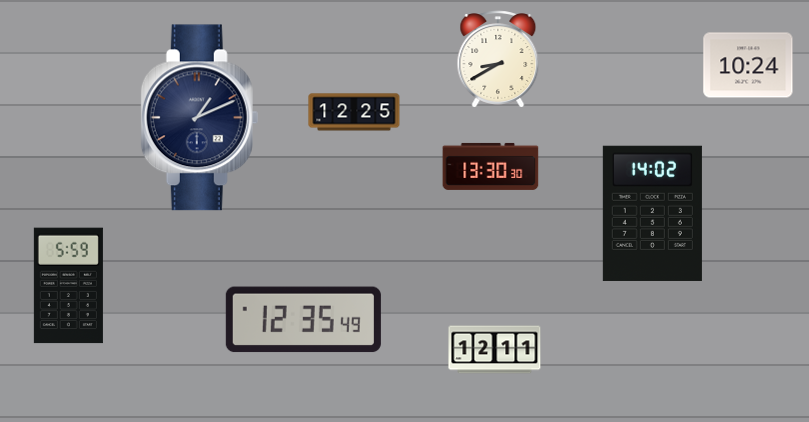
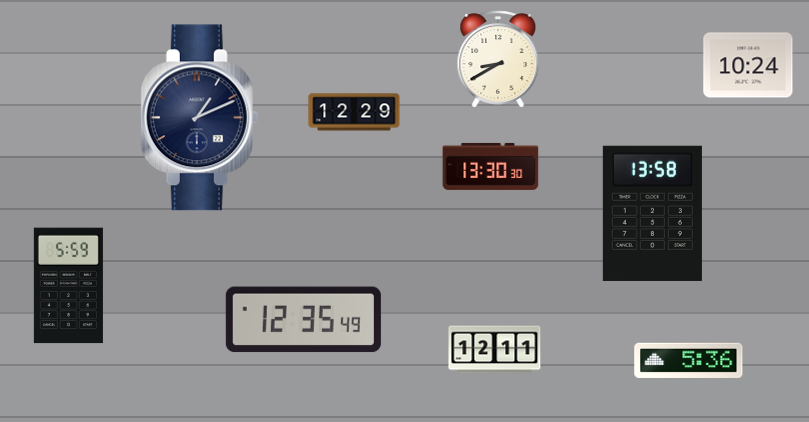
clock at (354, 112): 12:25 -> 12:29
clock at (652, 213): 14:02 -> 13:58
clock at (689, 360): none -> 5:36
